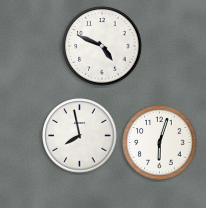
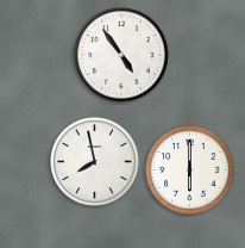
clock at (102, 46): 4:49 -> 4:54
clock at (160, 143): 6:03 -> 6:00
